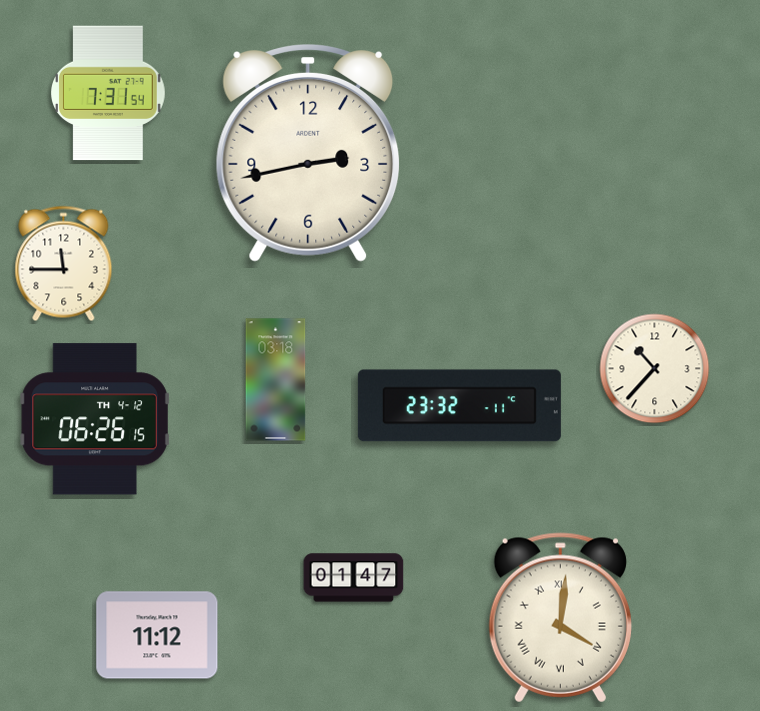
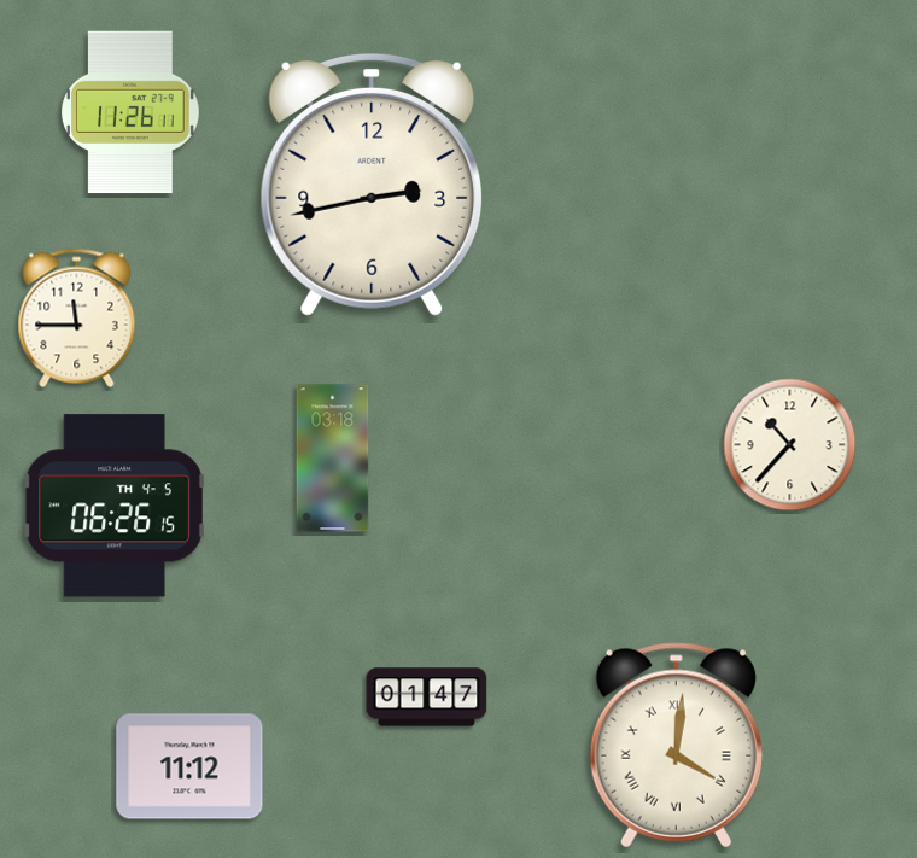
clock at (109, 93): 7:31 -> 11:26
clock at (459, 406): 23:32 -> none
clock at (95, 419) date: TH 4-12 -> TH 4-5
